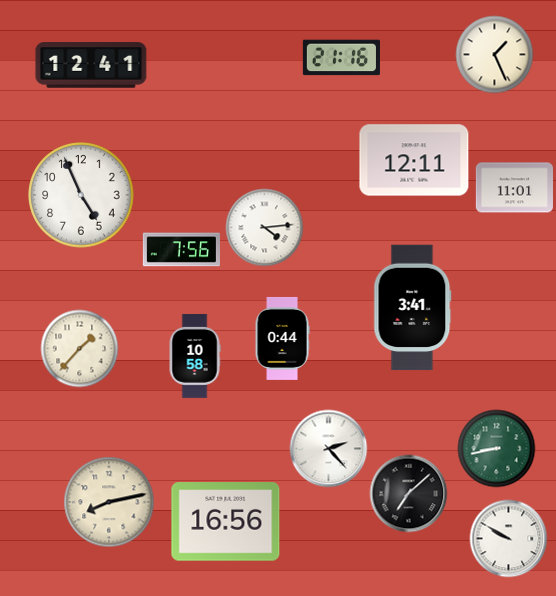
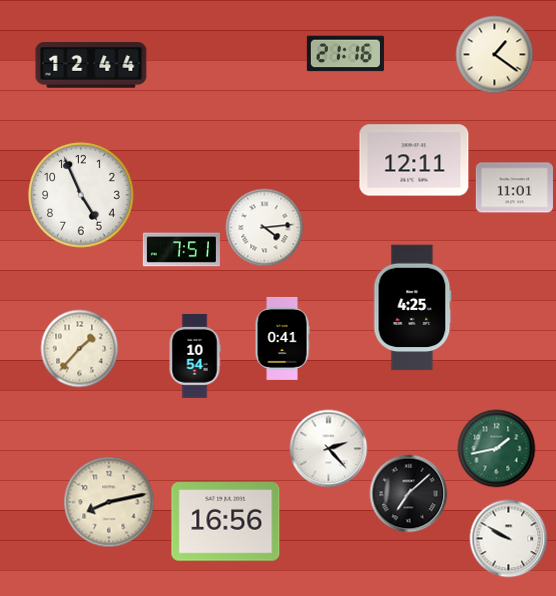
clock at (494, 54): 1:26 -> 1:21
clock at (341, 58) position: (341, 58) -> (345, 54)
clock at (91, 65): 12:41 -> 12:44
clock at (181, 250): 7:56 -> 7:51
clock at (413, 308): 3:41 -> 4:25
clock at (282, 338): 0:44 -> 0:41
clock at (195, 356): 10:58 -> 10:54
clock at (496, 448): 8:43 -> 1:43
